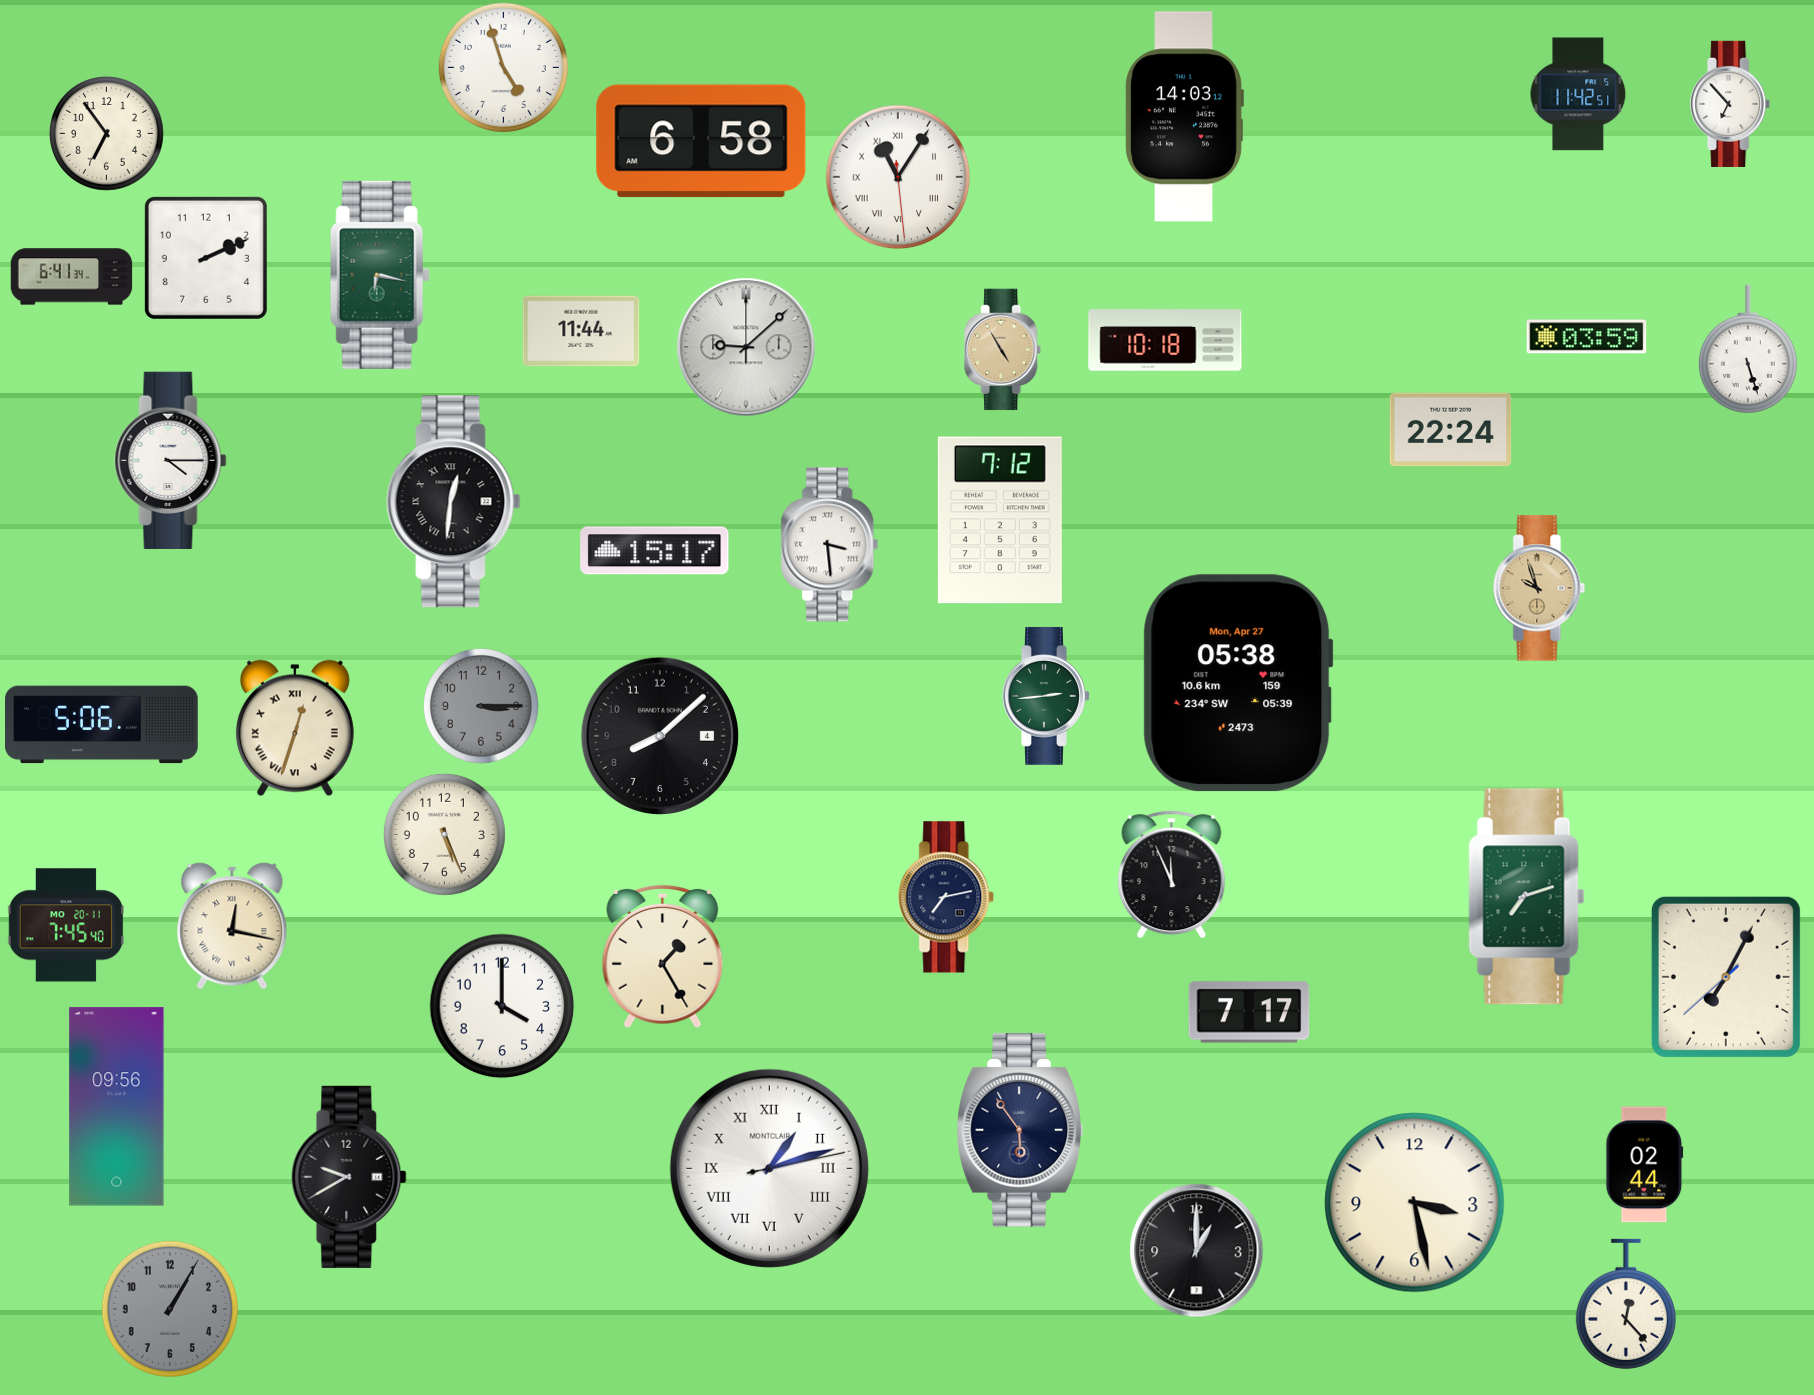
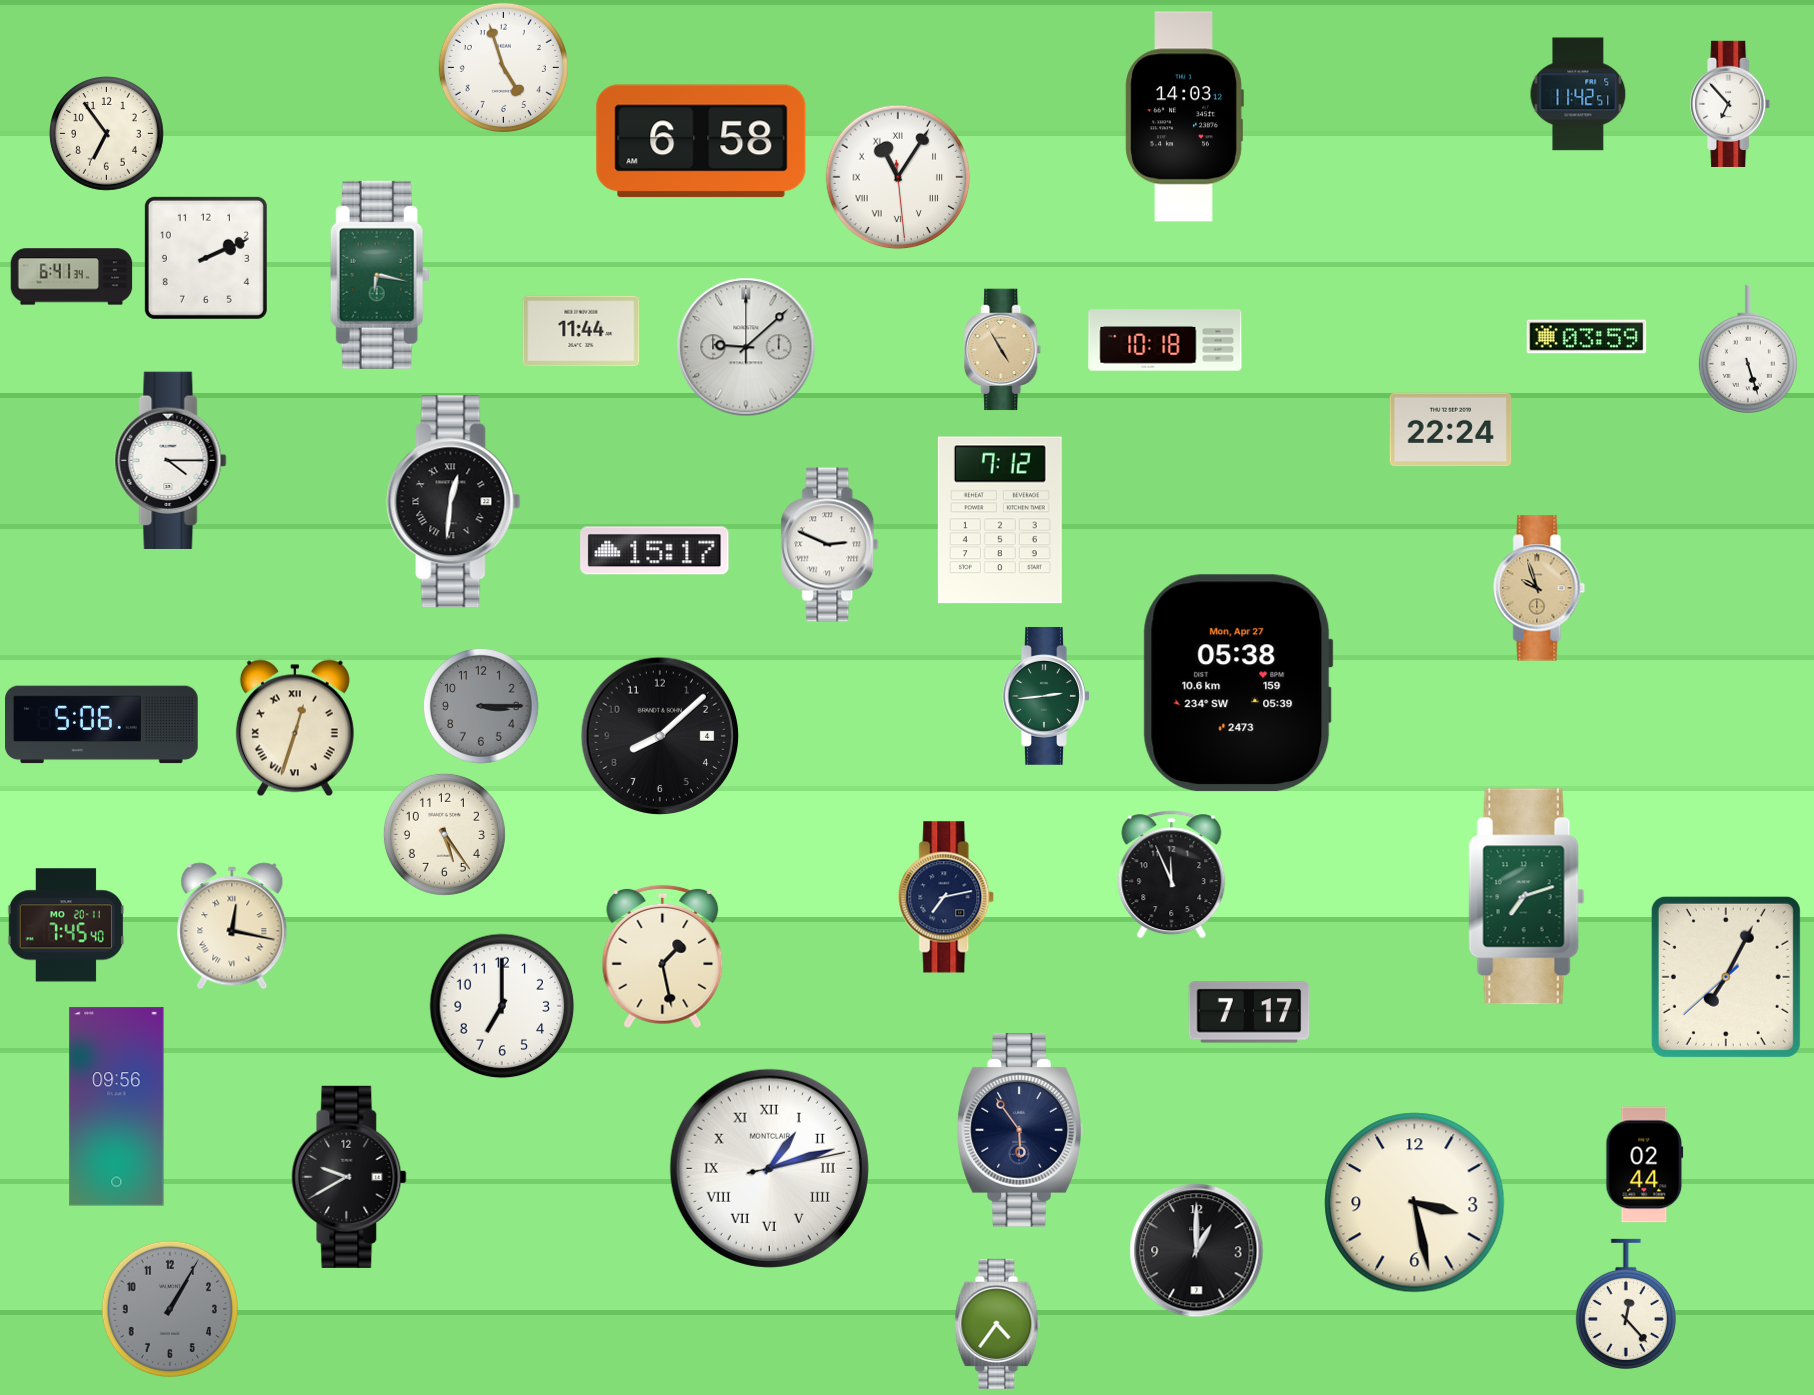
clock at (830, 545): 3:29 -> 2:49
clock at (444, 834): 5:26 -> 5:24
clock at (663, 957): 1:25 -> 1:28
clock at (502, 1006): 4:00 -> 7:00
clock at (997, 1324): none -> 4:36
